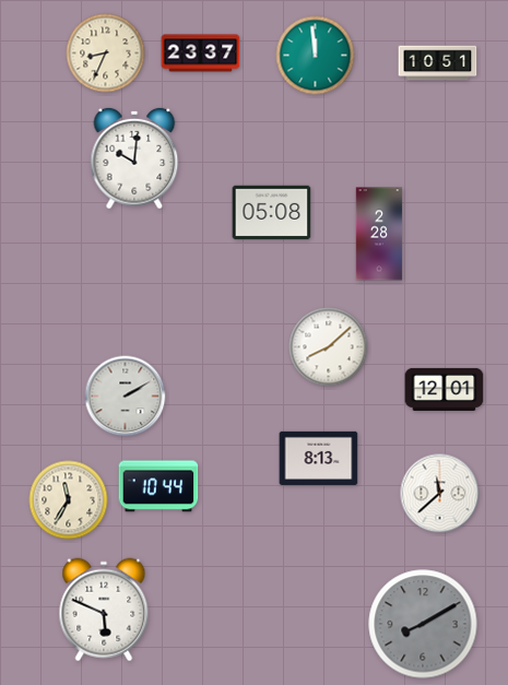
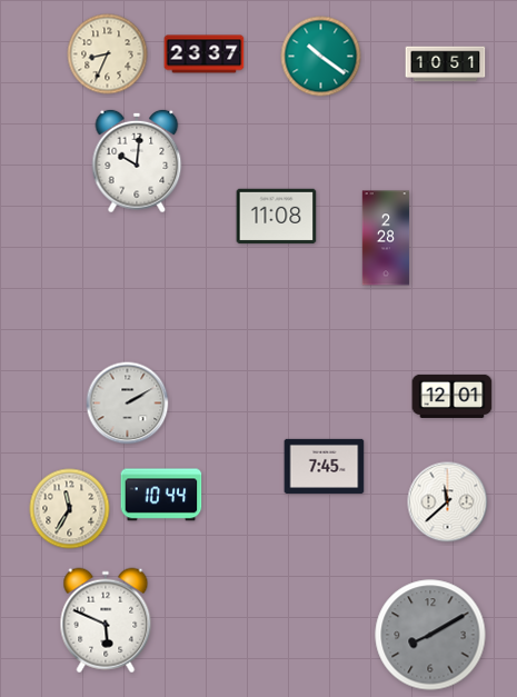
clock at (316, 56): 11:59 -> 10:21
clock at (272, 213): 05:08 -> 11:08
clock at (329, 347): 8:08 -> none
clock at (319, 458): 8:13 -> 7:45
